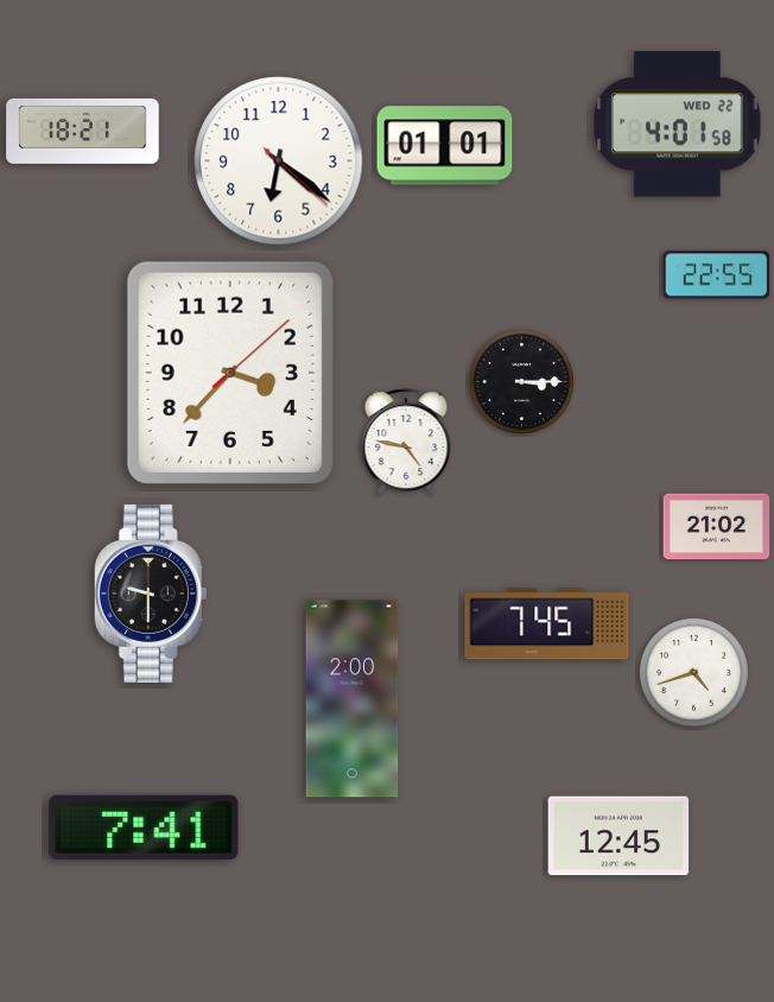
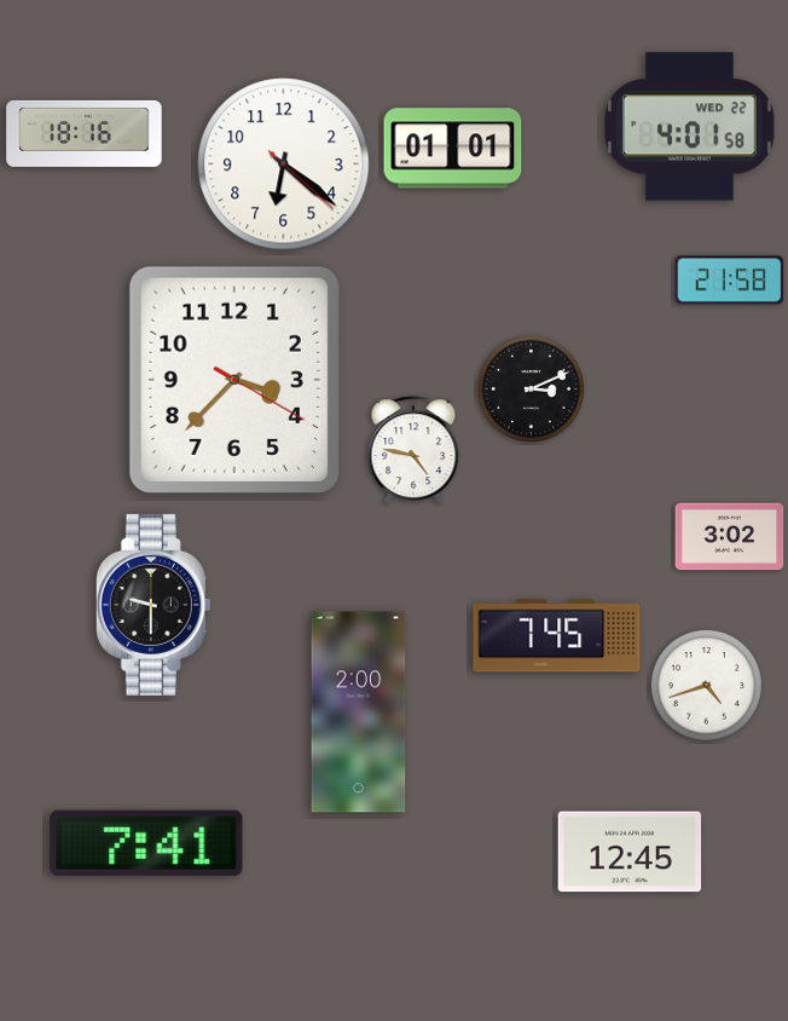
clock at (83, 131): 18:21 -> 18:16
clock at (717, 275): 22:55 -> 21:58
clock at (230, 373): 3:37:08 -> 3:37:20
clock at (521, 381): 3:15 -> 3:11
clock at (717, 527): 21:02 -> 3:02
